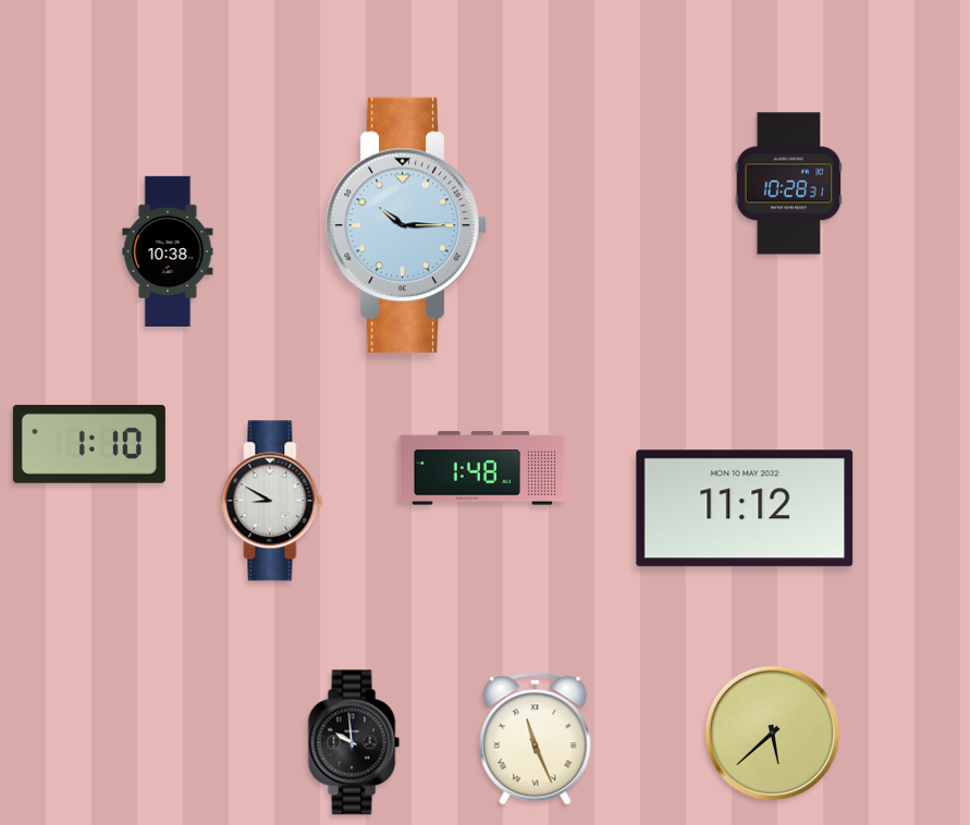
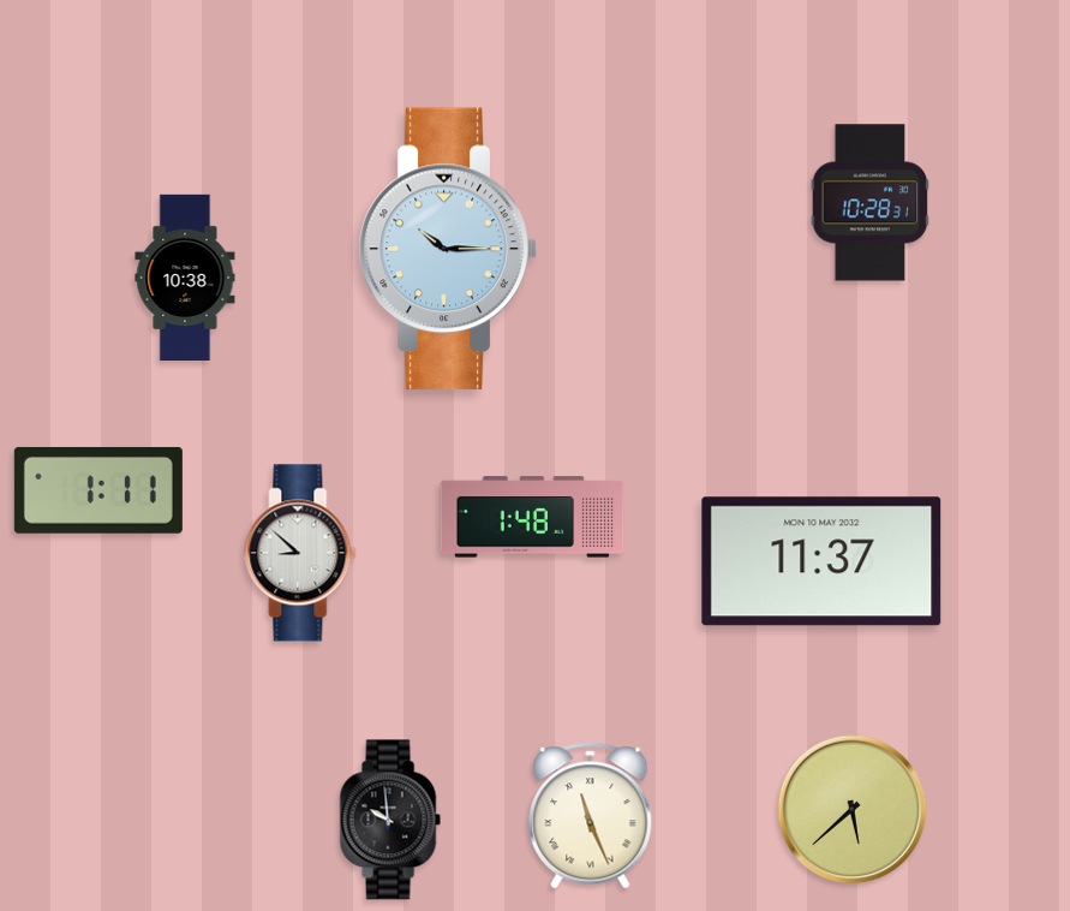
clock at (89, 444): 1:10 -> 1:11
clock at (272, 501): 8:50 -> 8:52
clock at (745, 508): 11:12 -> 11:37
